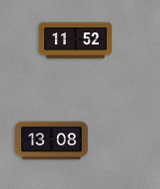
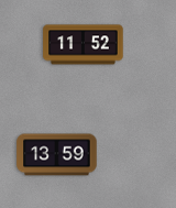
clock at (52, 141): 13:08 -> 13:59
